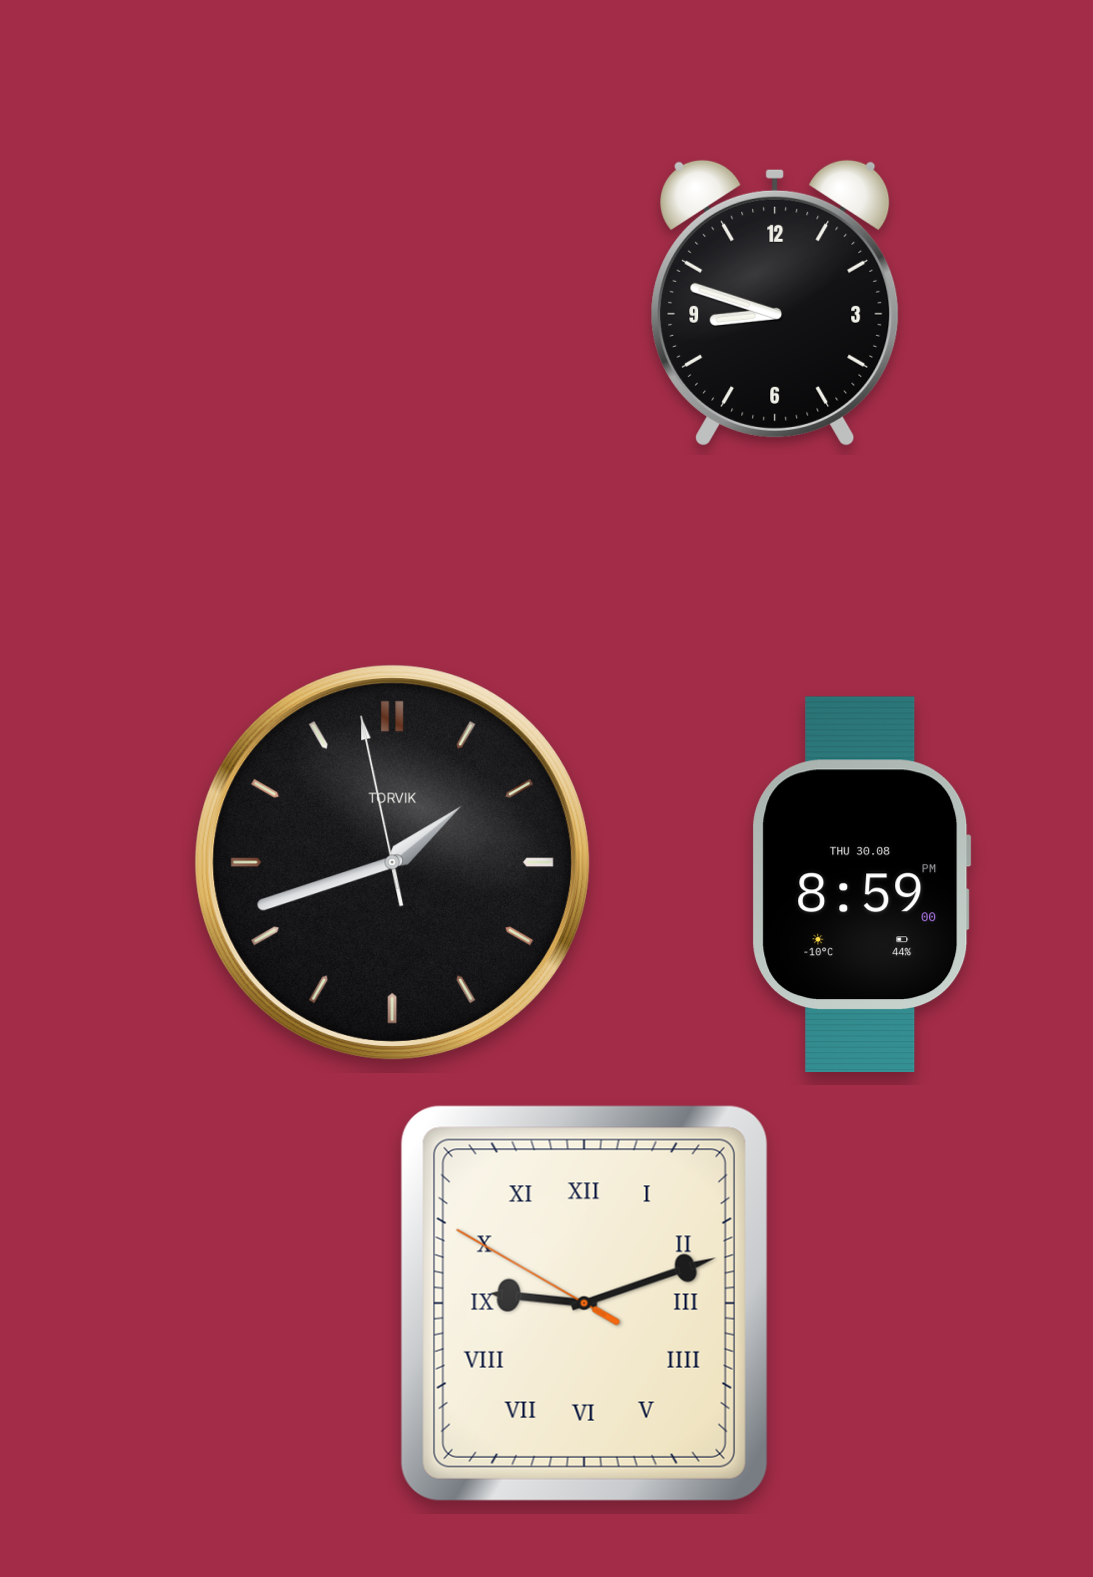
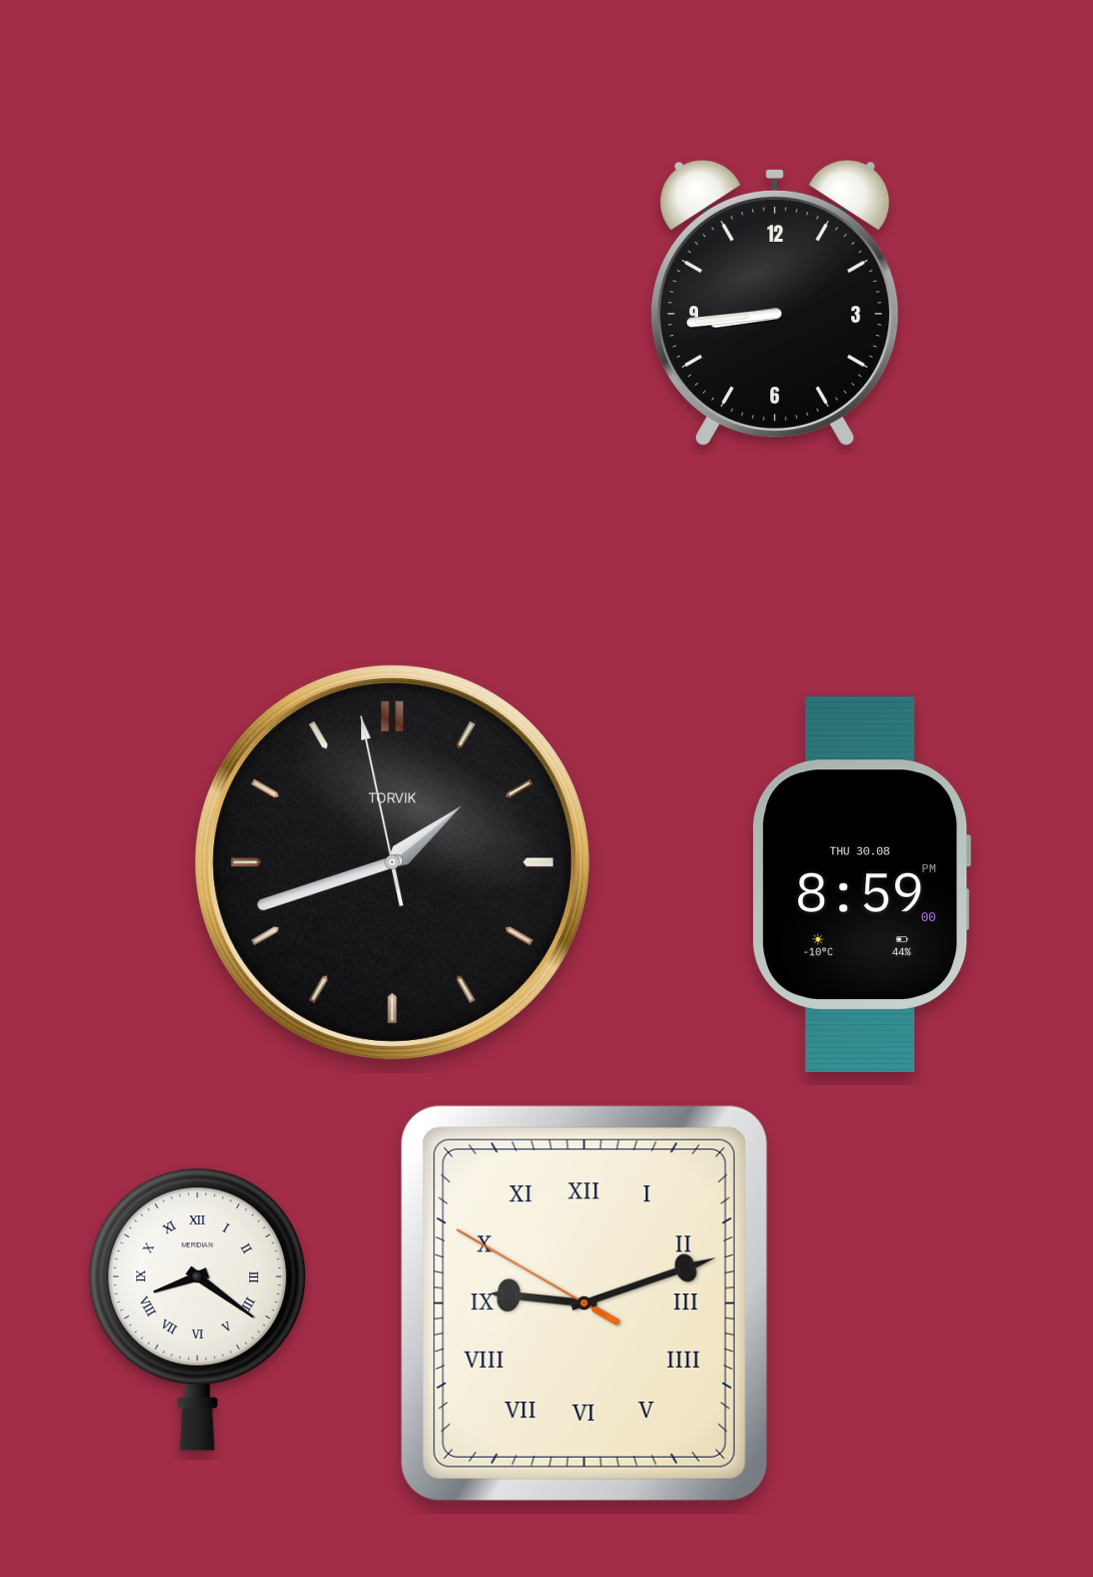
clock at (775, 303): 8:48 -> 8:44
clock at (198, 1309): none -> 8:21
